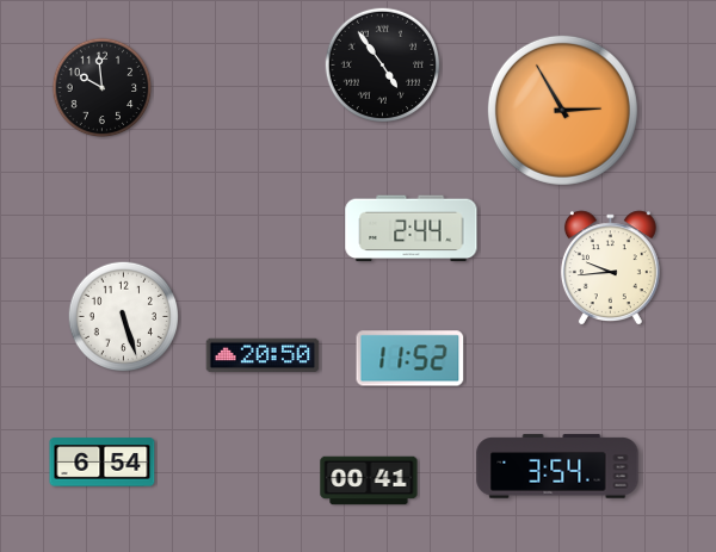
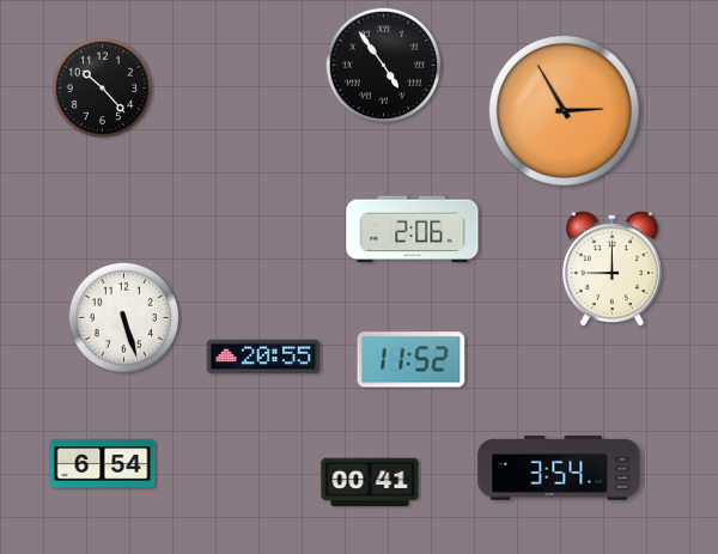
clock at (103, 88): 9:59 -> 10:23
clock at (412, 229): 2:44 -> 2:06
clock at (610, 267): 9:44 -> 9:00
clock at (263, 355): 20:50 -> 20:55
